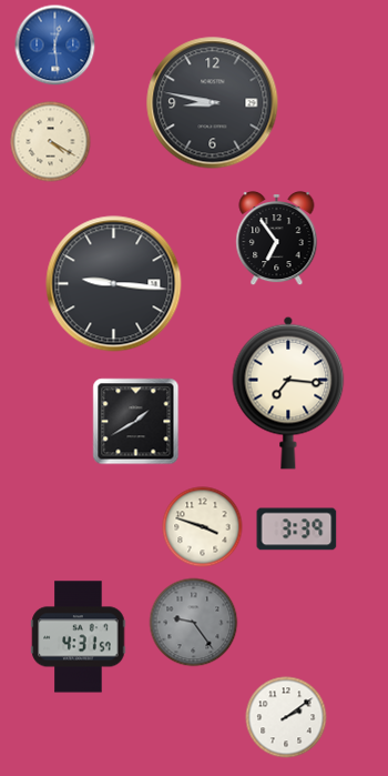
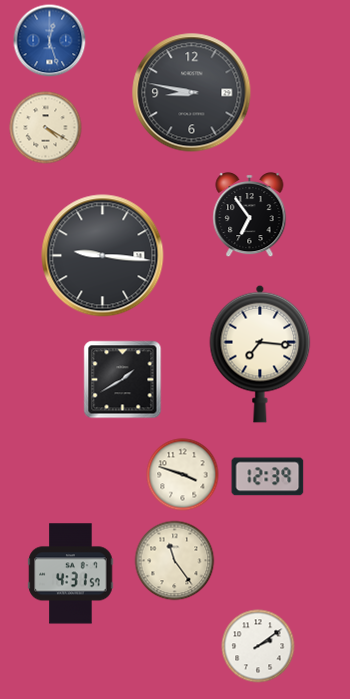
clock at (55, 46): 12:29 -> 12:27
clock at (297, 530): 3:39 -> 12:39
clock at (194, 623): 9:24 -> 11:24
clock at (194, 623) dial: grey -> cream
